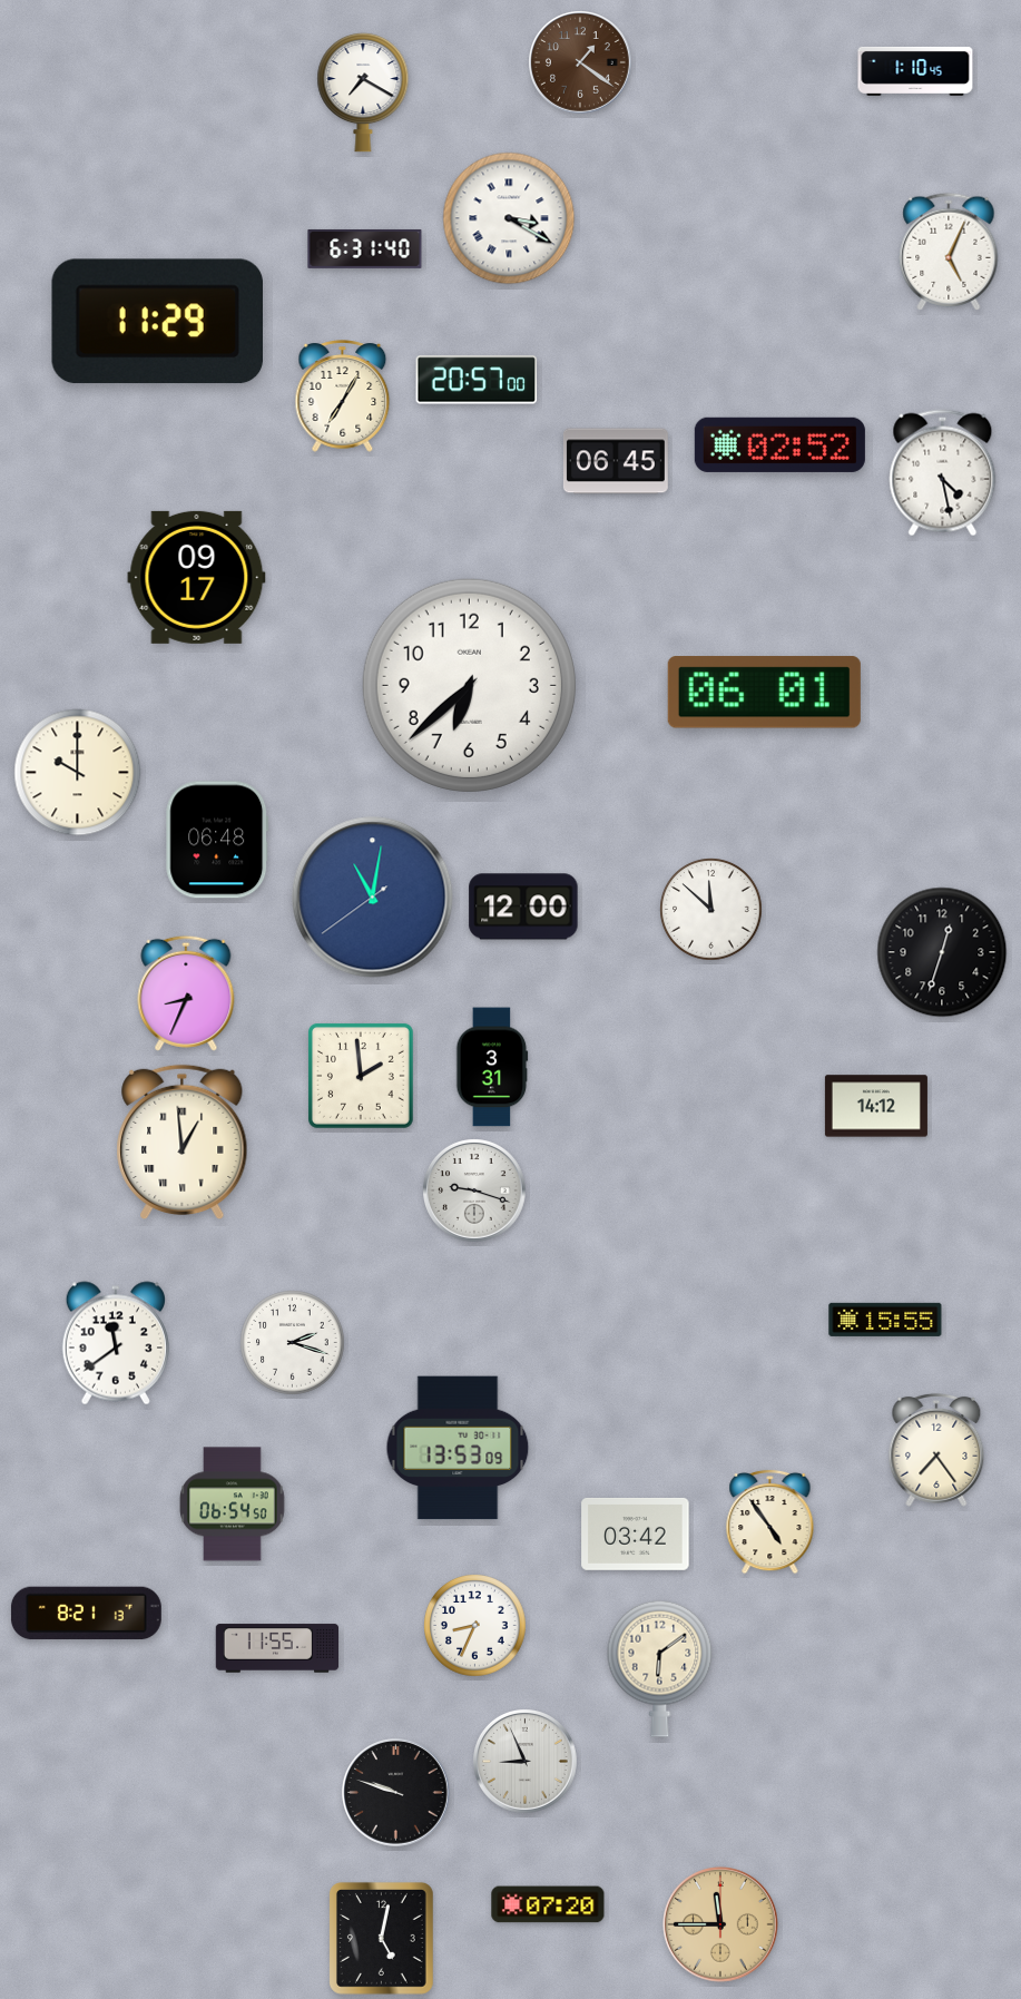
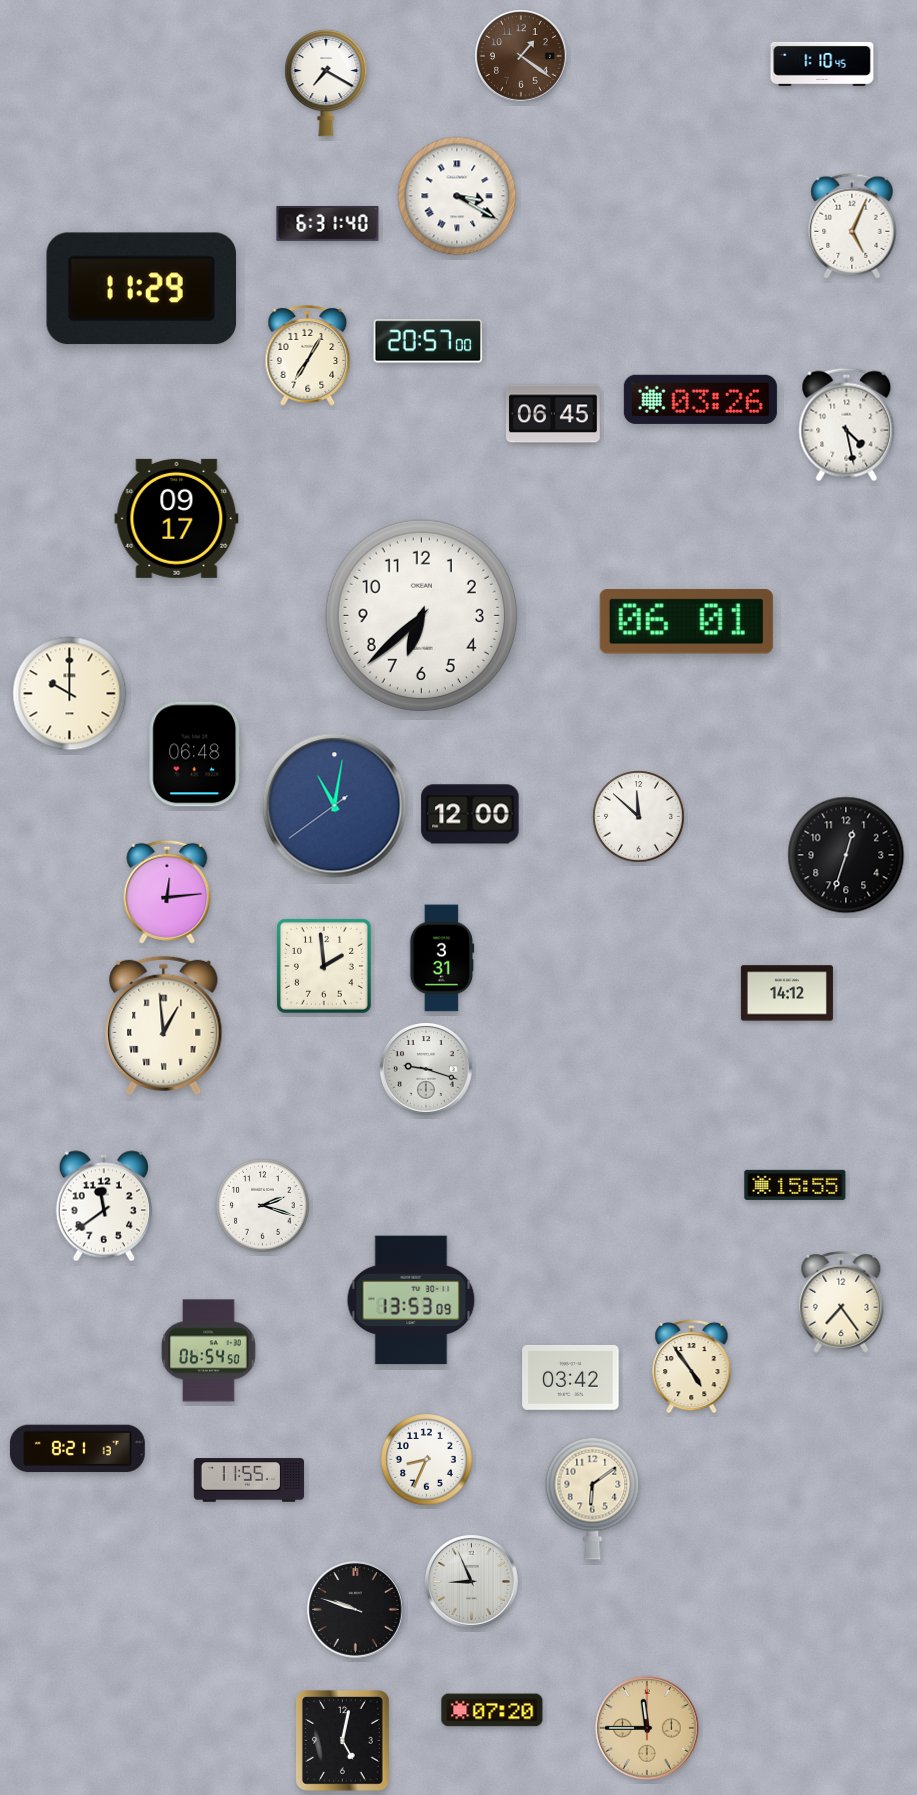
clock at (779, 444): 02:52 -> 03:26
clock at (186, 993): 8:34 -> 12:14
